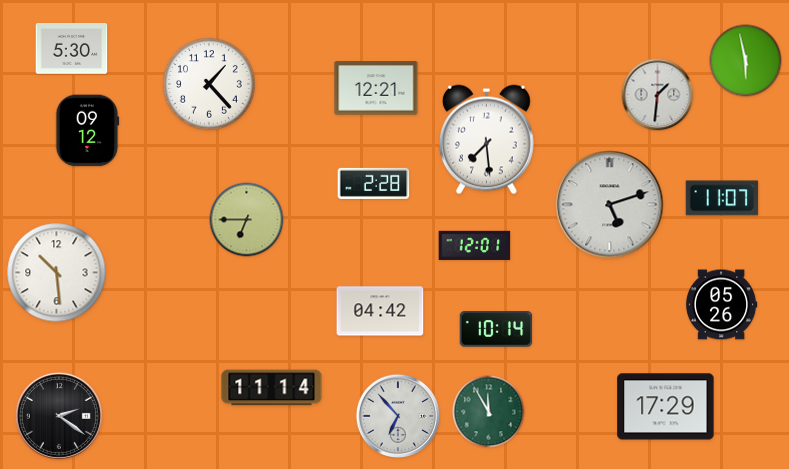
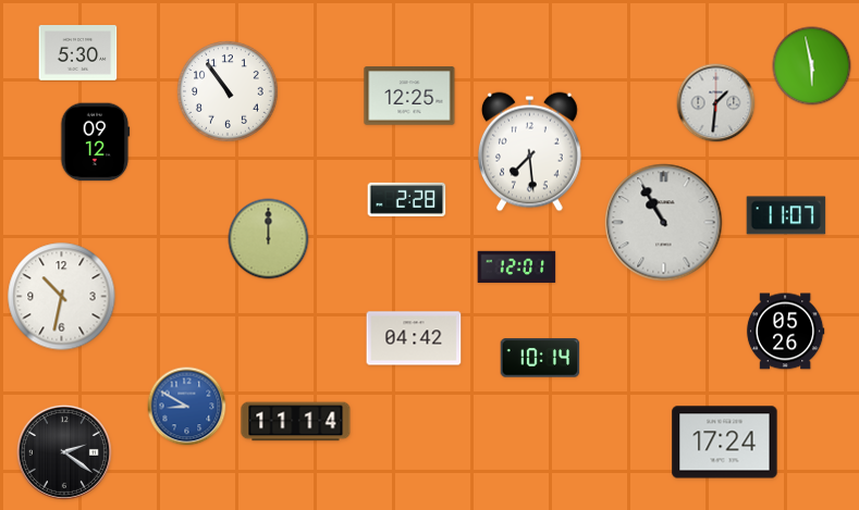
clock at (209, 84): 1:23 -> 10:54
clock at (376, 88): 12:21 -> 12:25
clock at (610, 205): 5:12 -> 10:55
clock at (247, 220): 6:45 -> 12:00
clock at (57, 273): 10:29 -> 10:32
clock at (187, 407): none -> 8:50
clock at (666, 407): 17:29 -> 17:24
clock at (489, 412): 11:55 -> none
clock at (398, 416): 6:53 -> none
